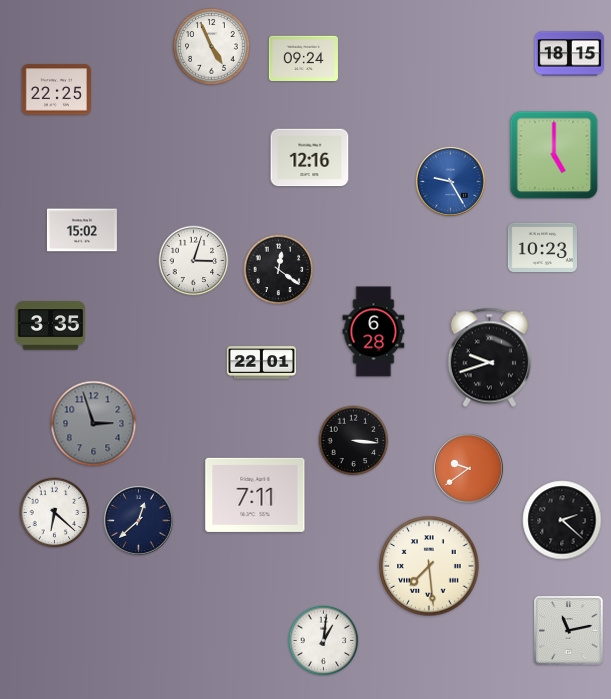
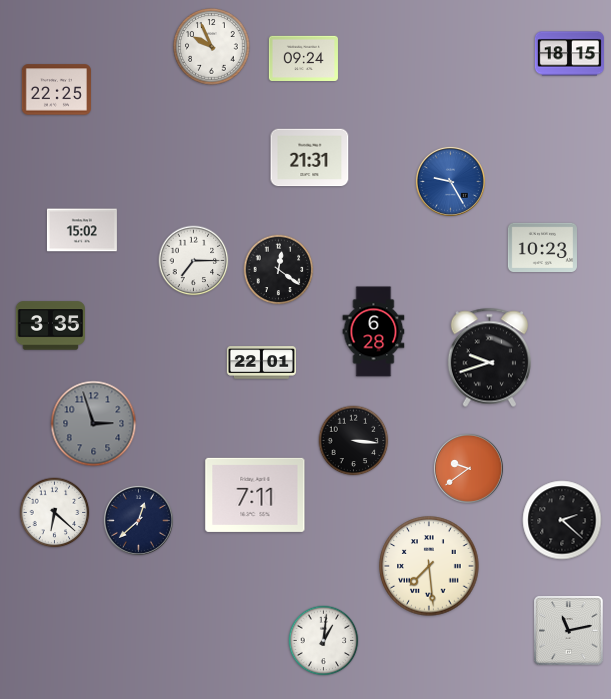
clock at (212, 47): 4:56 -> 9:56
clock at (554, 155): 5:00 -> none
clock at (310, 158): 12:16 -> 21:31
clock at (194, 261): 3:03 -> 7:15
